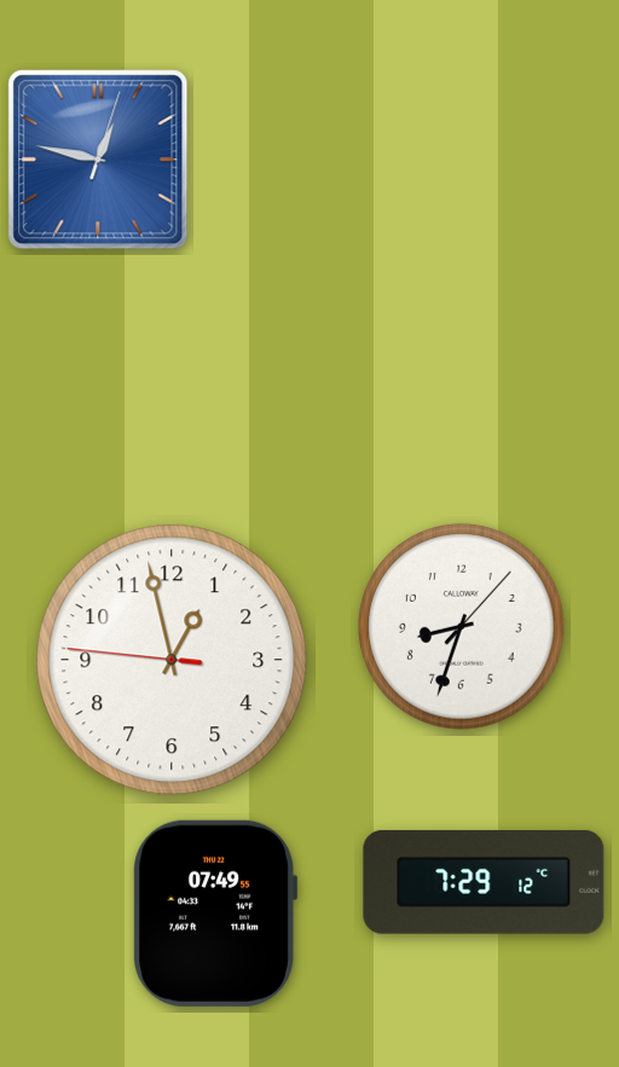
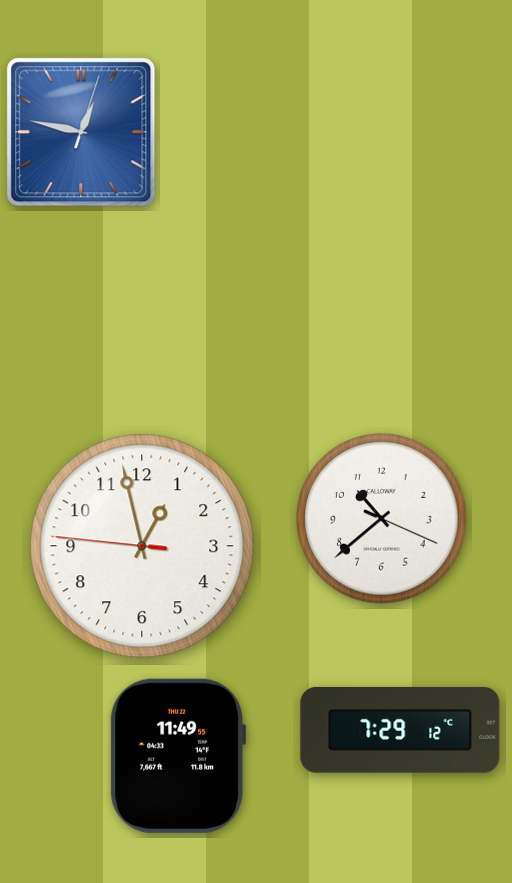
clock at (462, 627): 8:33 -> 10:38
clock at (215, 914): 07:49 -> 11:49
